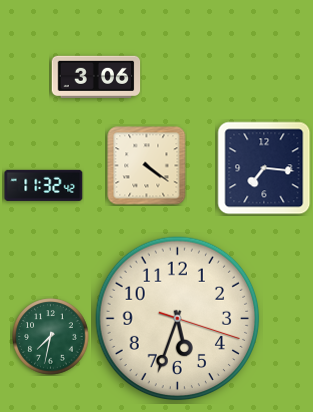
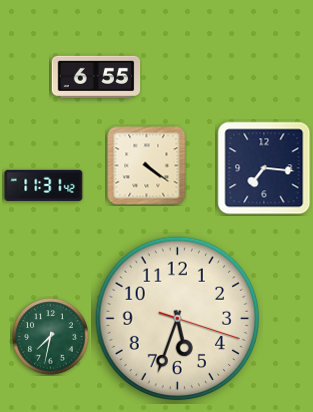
clock at (96, 76): 3:06 -> 6:55
clock at (44, 185): 11:32 -> 11:31
